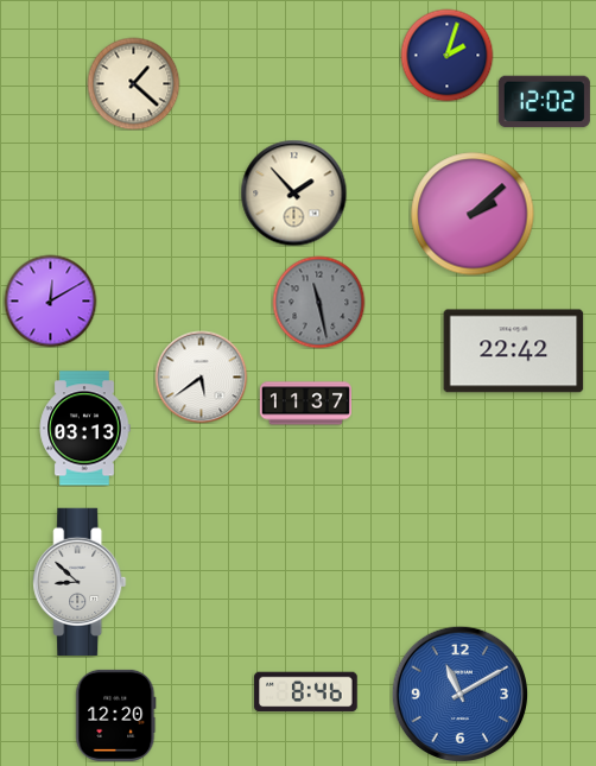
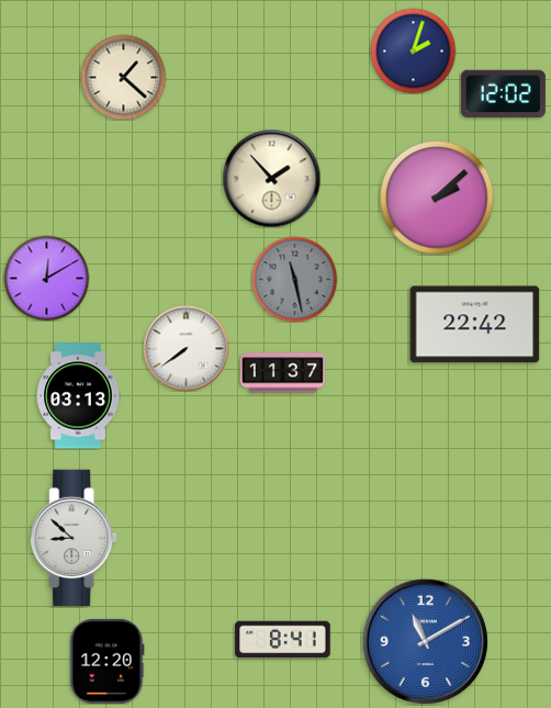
clock at (201, 376): 5:39 -> 7:39
clock at (306, 692): 8:46 -> 8:41
